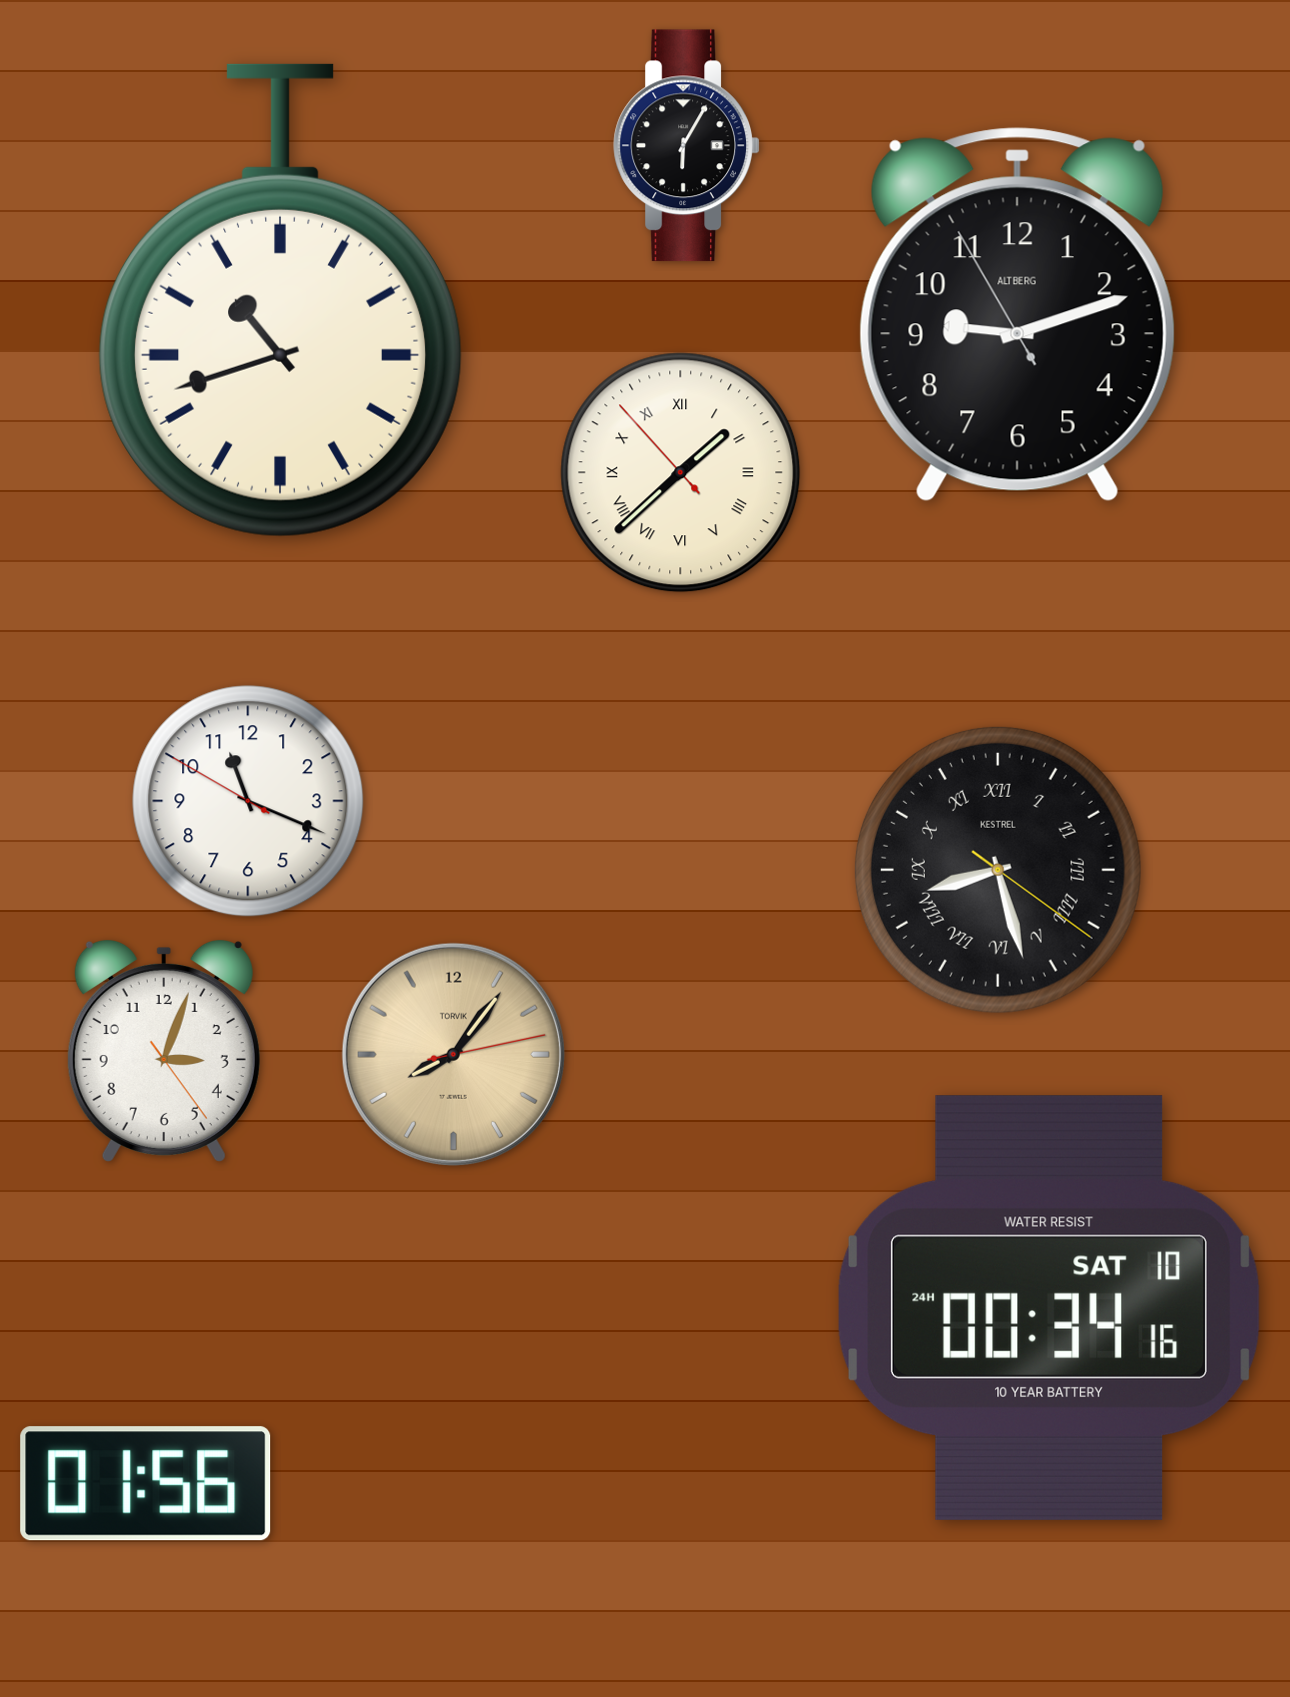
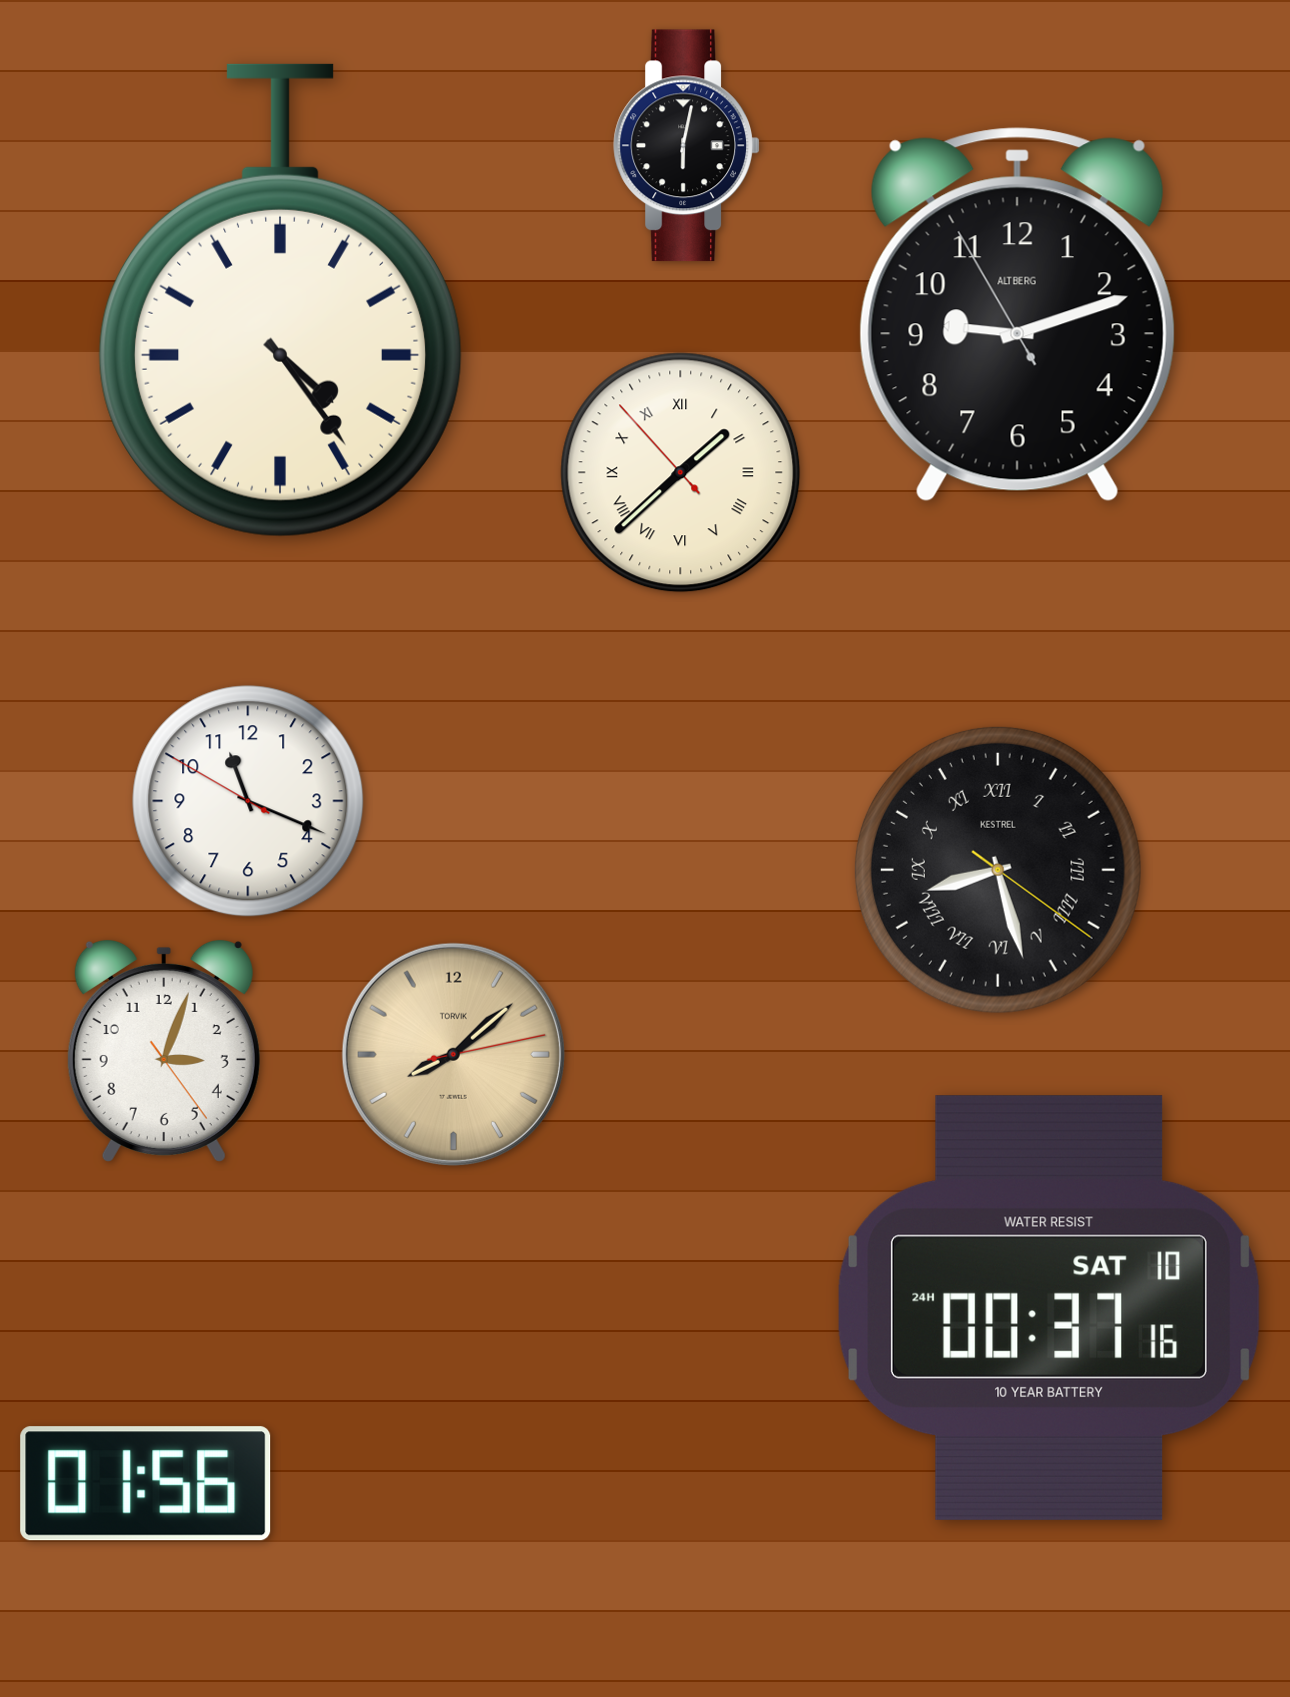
clock at (687, 146): 6:05 -> 6:02
clock at (280, 300): 10:42 -> 4:24
clock at (453, 1054): 8:06 -> 8:08
clock at (1050, 1308): 00:34 -> 00:37
